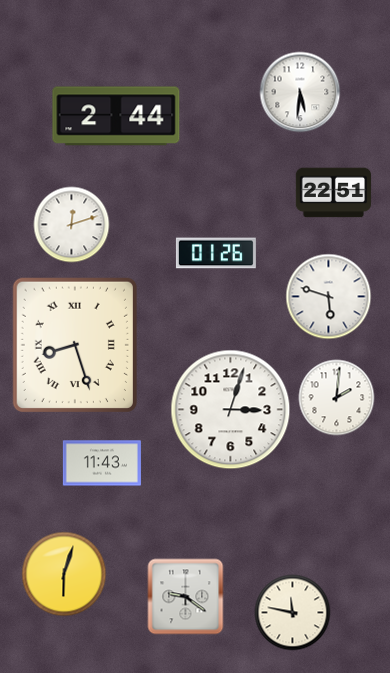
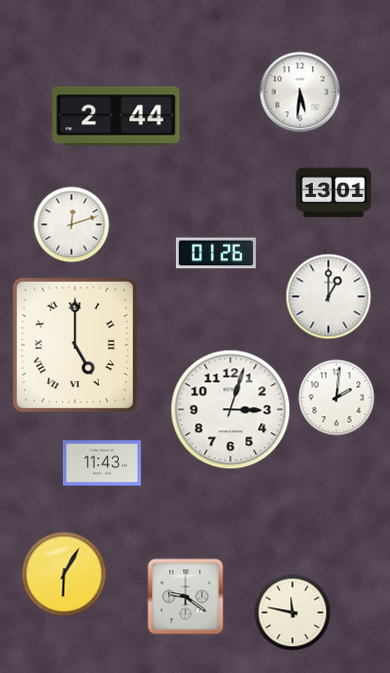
clock at (334, 193): 22:51 -> 13:01
clock at (329, 297): 5:48 -> 1:00
clock at (75, 345): 8:27 -> 5:00
clock at (64, 574): 6:03 -> 6:05
